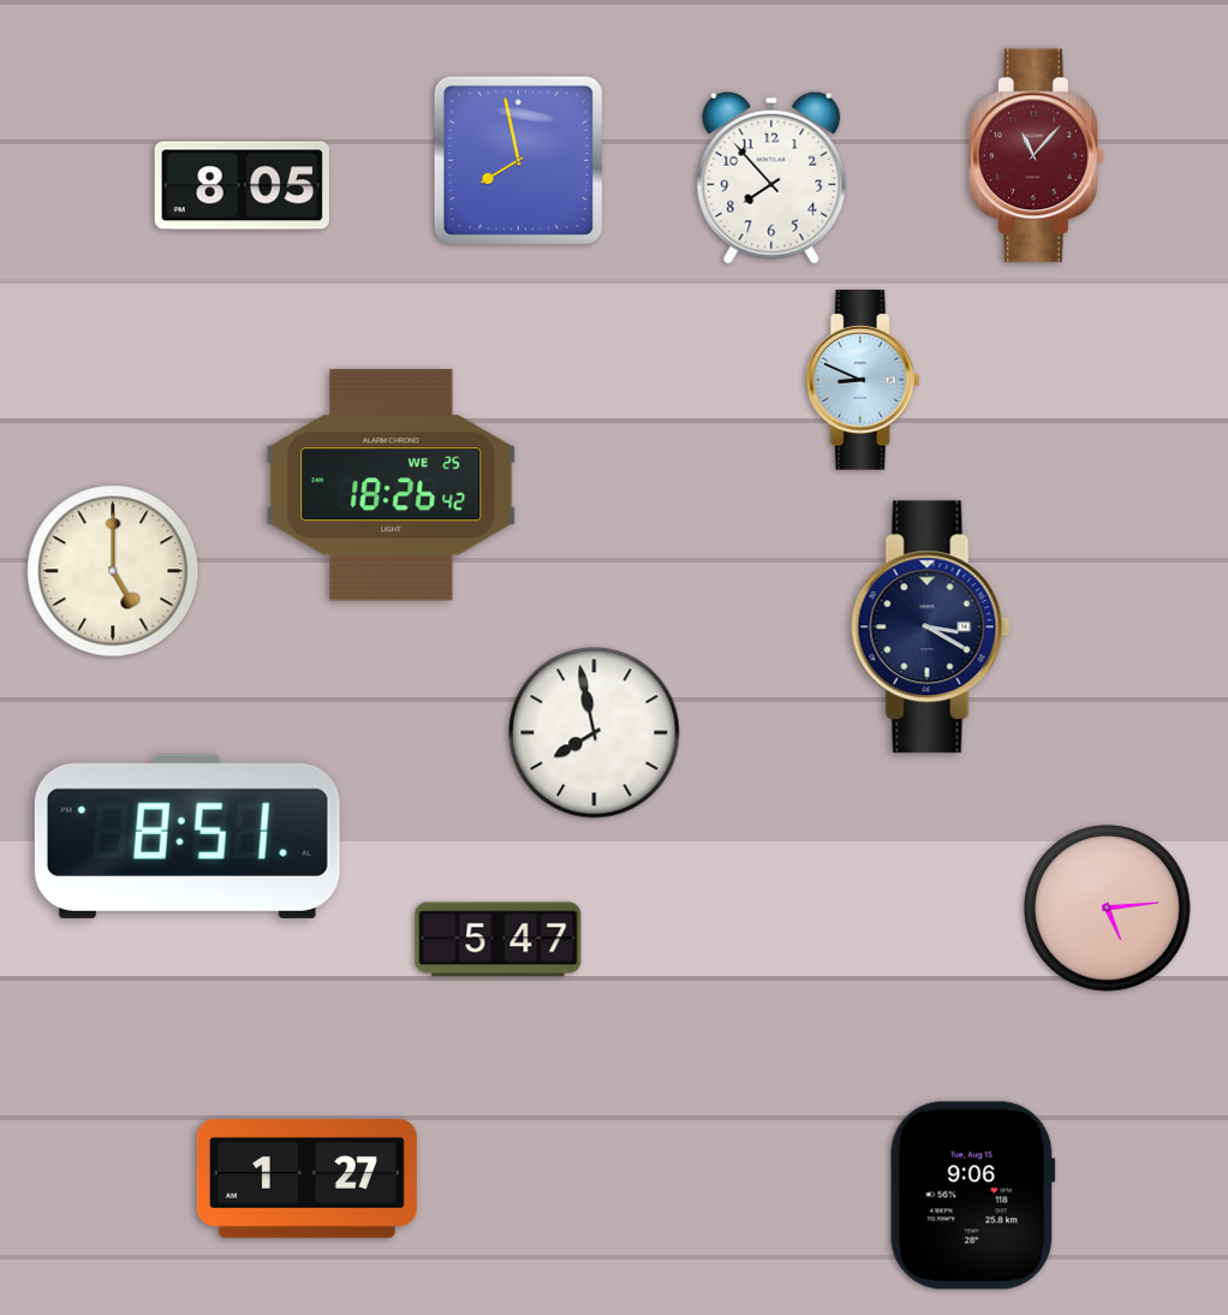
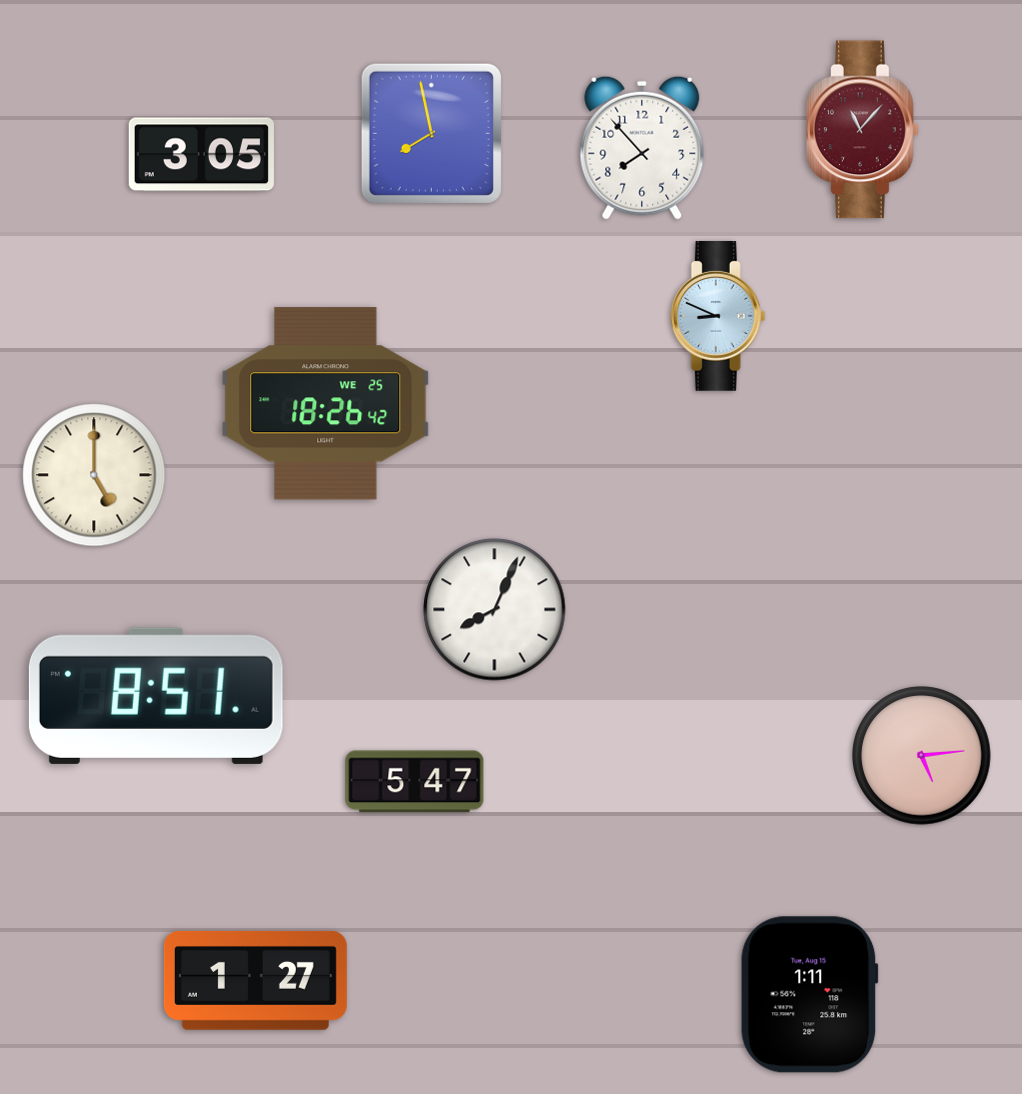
clock at (242, 186): 8:05 -> 3:05
clock at (930, 627): 3:20 -> none
clock at (595, 733): 7:58 -> 8:04
clock at (972, 1196): 9:06 -> 1:11
